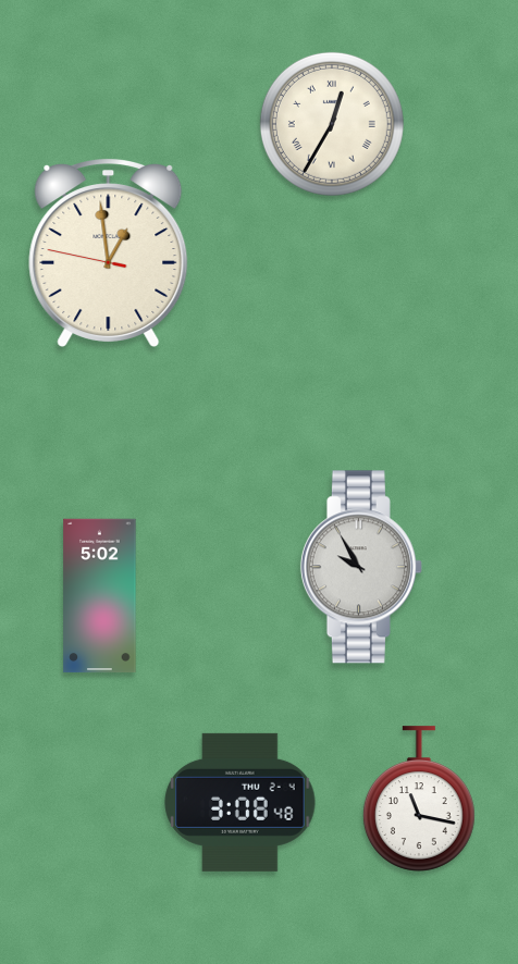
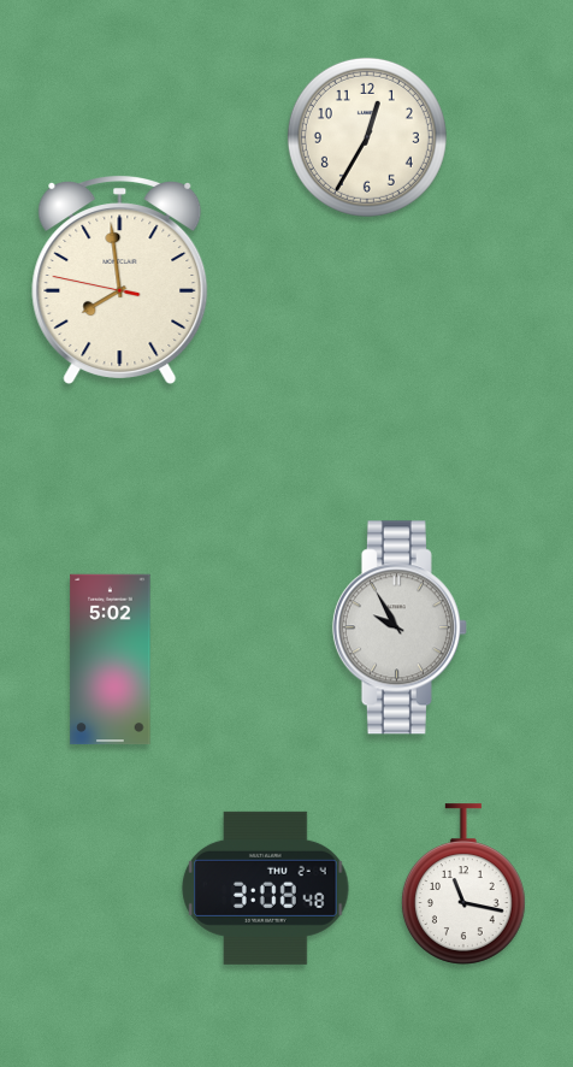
clock at (332, 124) numerals: Roman -> Arabic
clock at (109, 254): 12:58 -> 7:58
